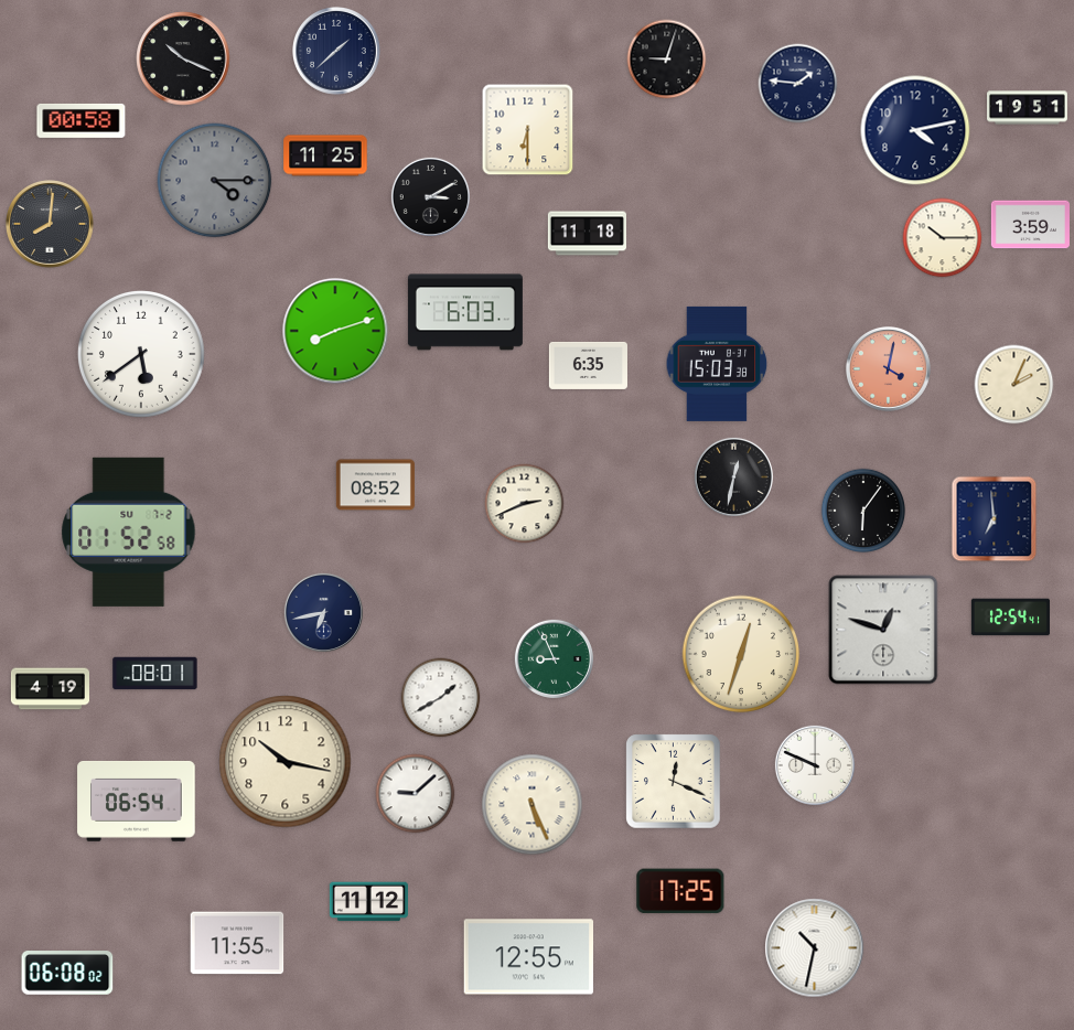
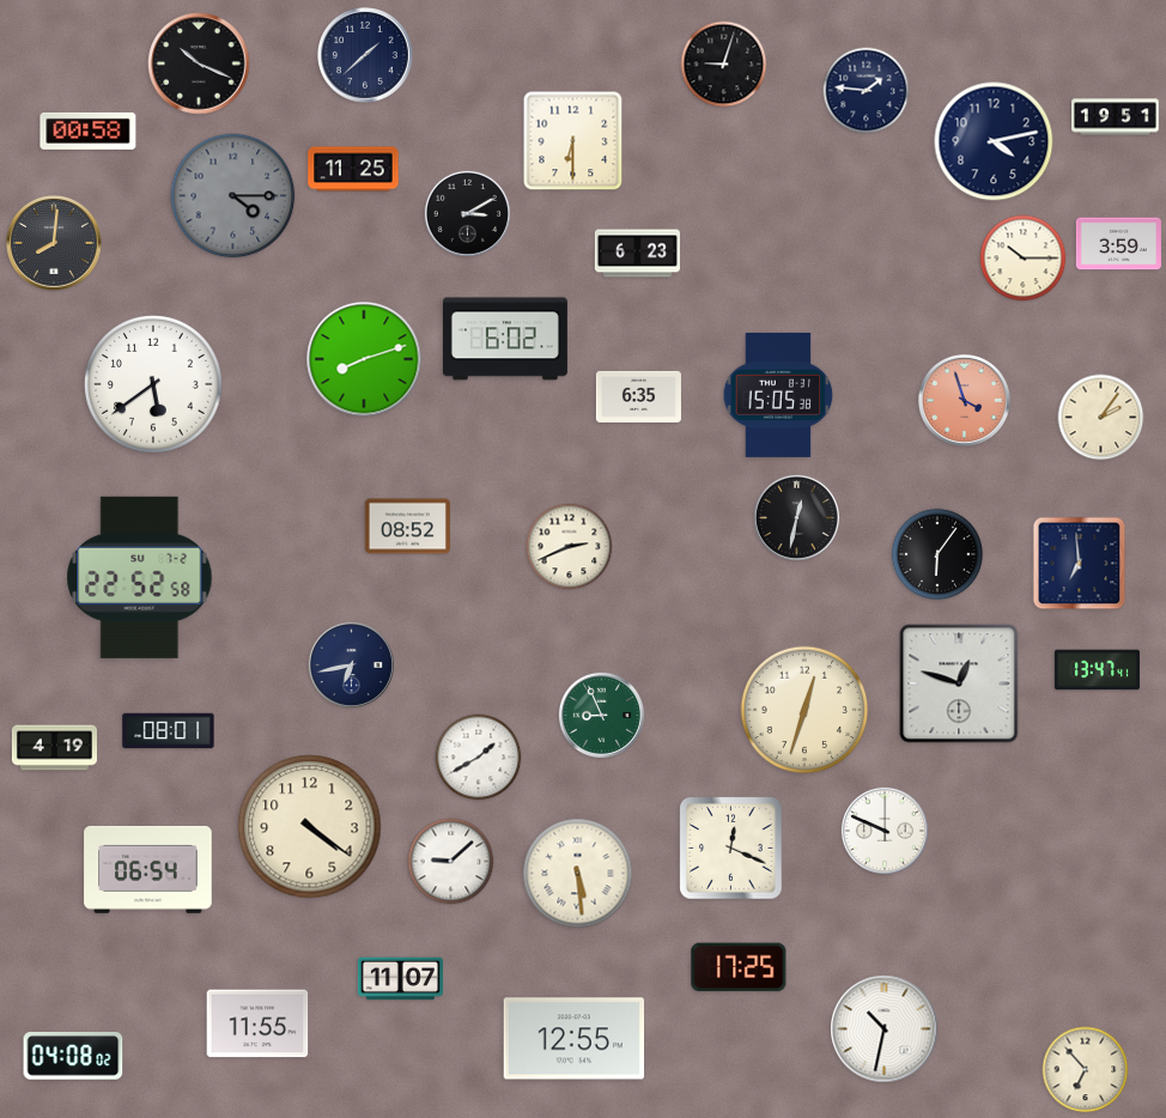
clock at (587, 234): 11:18 -> 6:23
clock at (465, 312): 6:03 -> 6:02
clock at (717, 364): 15:03 -> 15:05
clock at (888, 368): 4:02 -> 3:57
clock at (1014, 385): 2:04 -> 2:06
clock at (129, 532): 01:52 -> 22:52
clock at (1010, 618): 12:54 -> 13:47
clock at (286, 762): 10:17 -> 4:21
clock at (533, 805): 5:26 -> 5:29
clock at (368, 902): 11:12 -> 11:07
clock at (67, 974): 06:08 -> 04:08
clock at (1086, 1070): none -> 6:53
